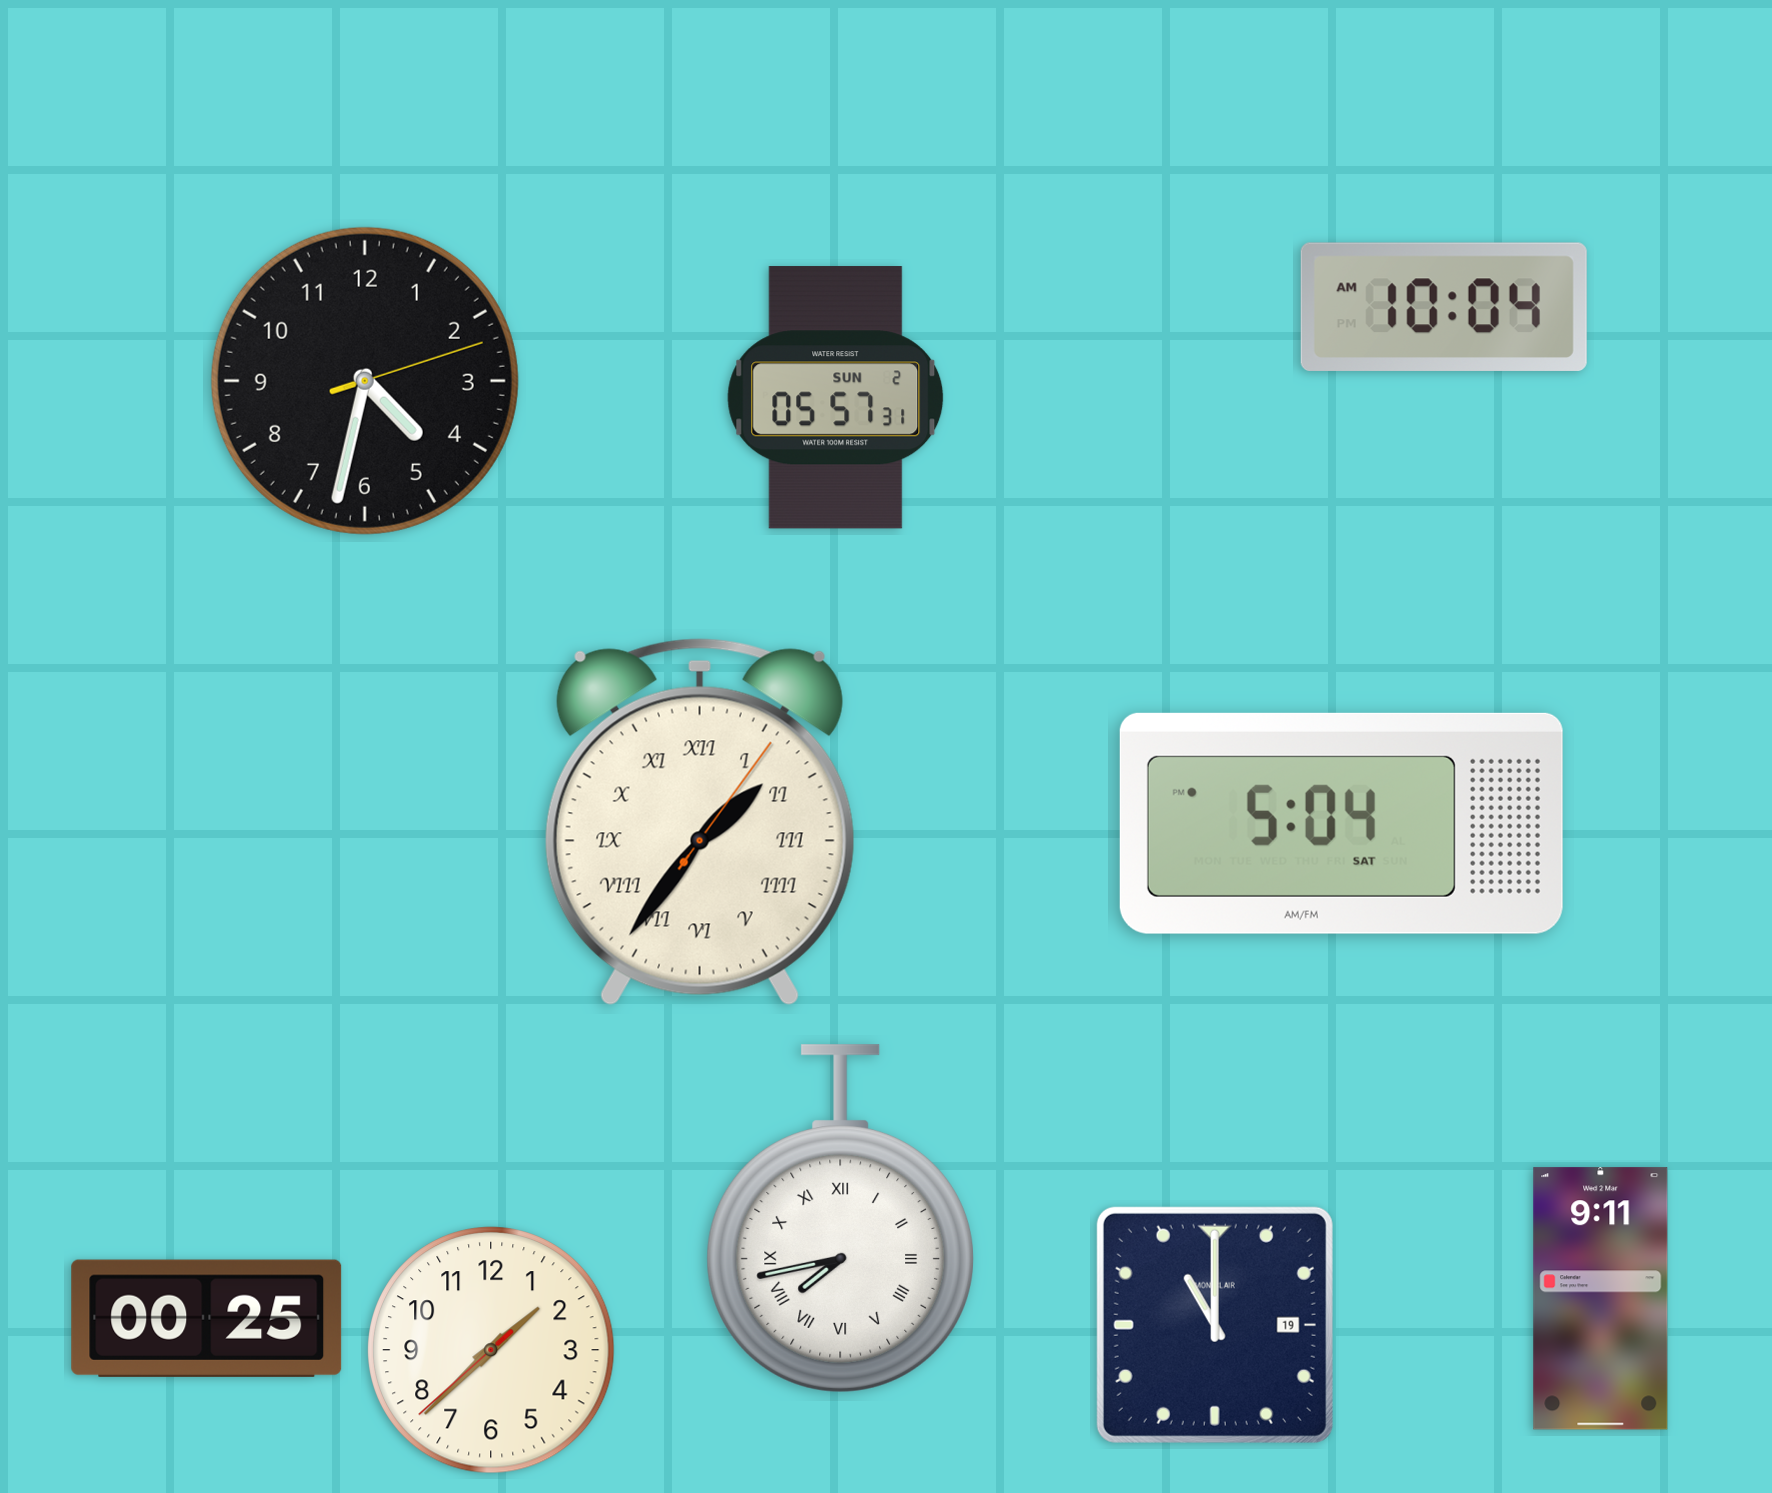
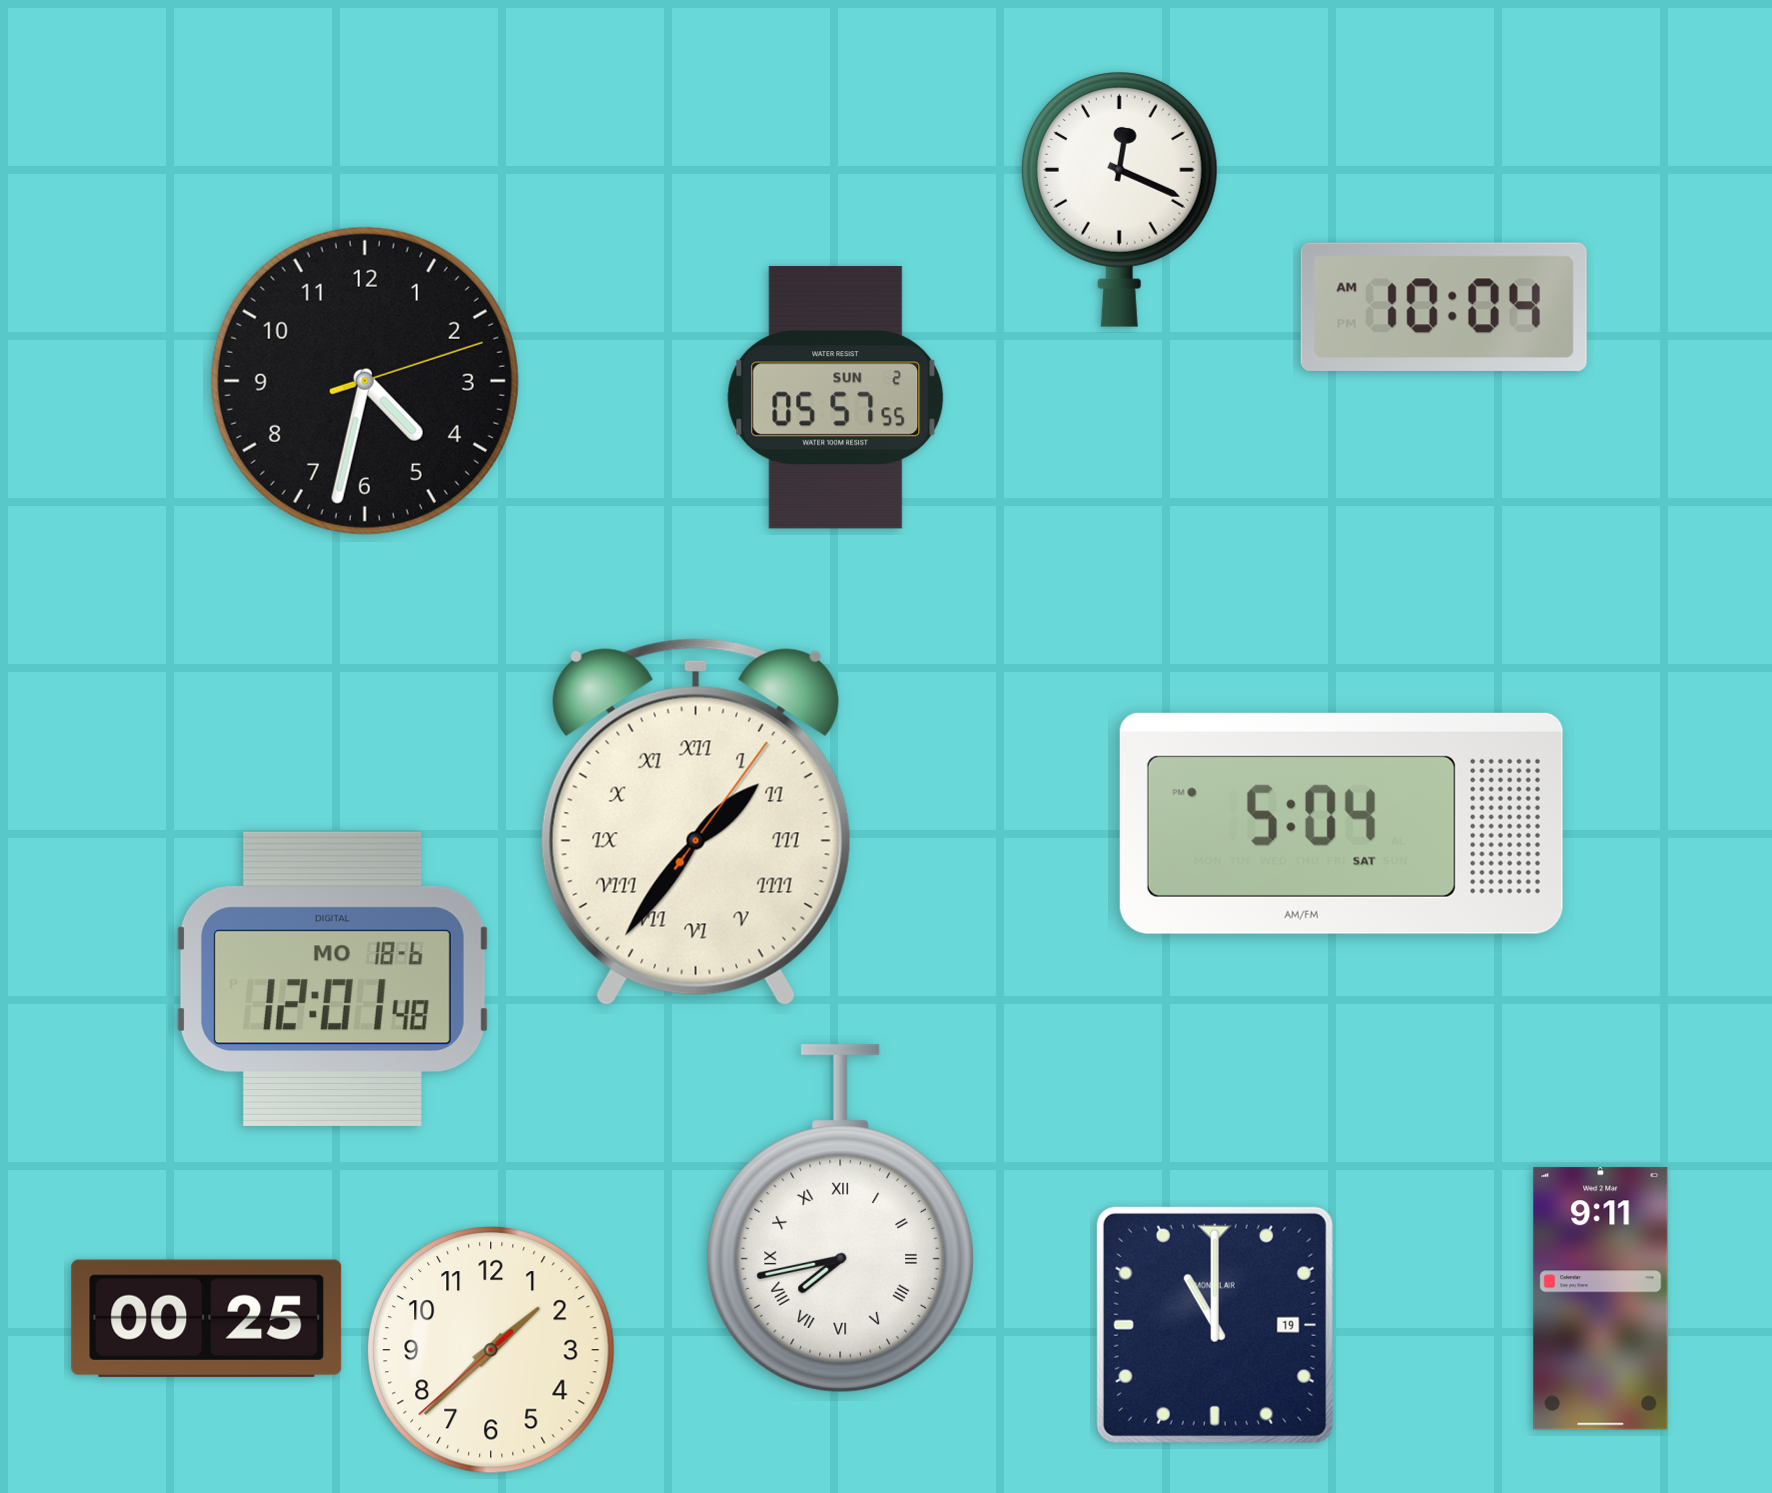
clock at (1119, 200): none -> 12:19
clock at (836, 398): 05:57:31 -> 05:57:55
clock at (700, 822) position: (700, 822) -> (696, 822)
clock at (333, 979): none -> 12:01
